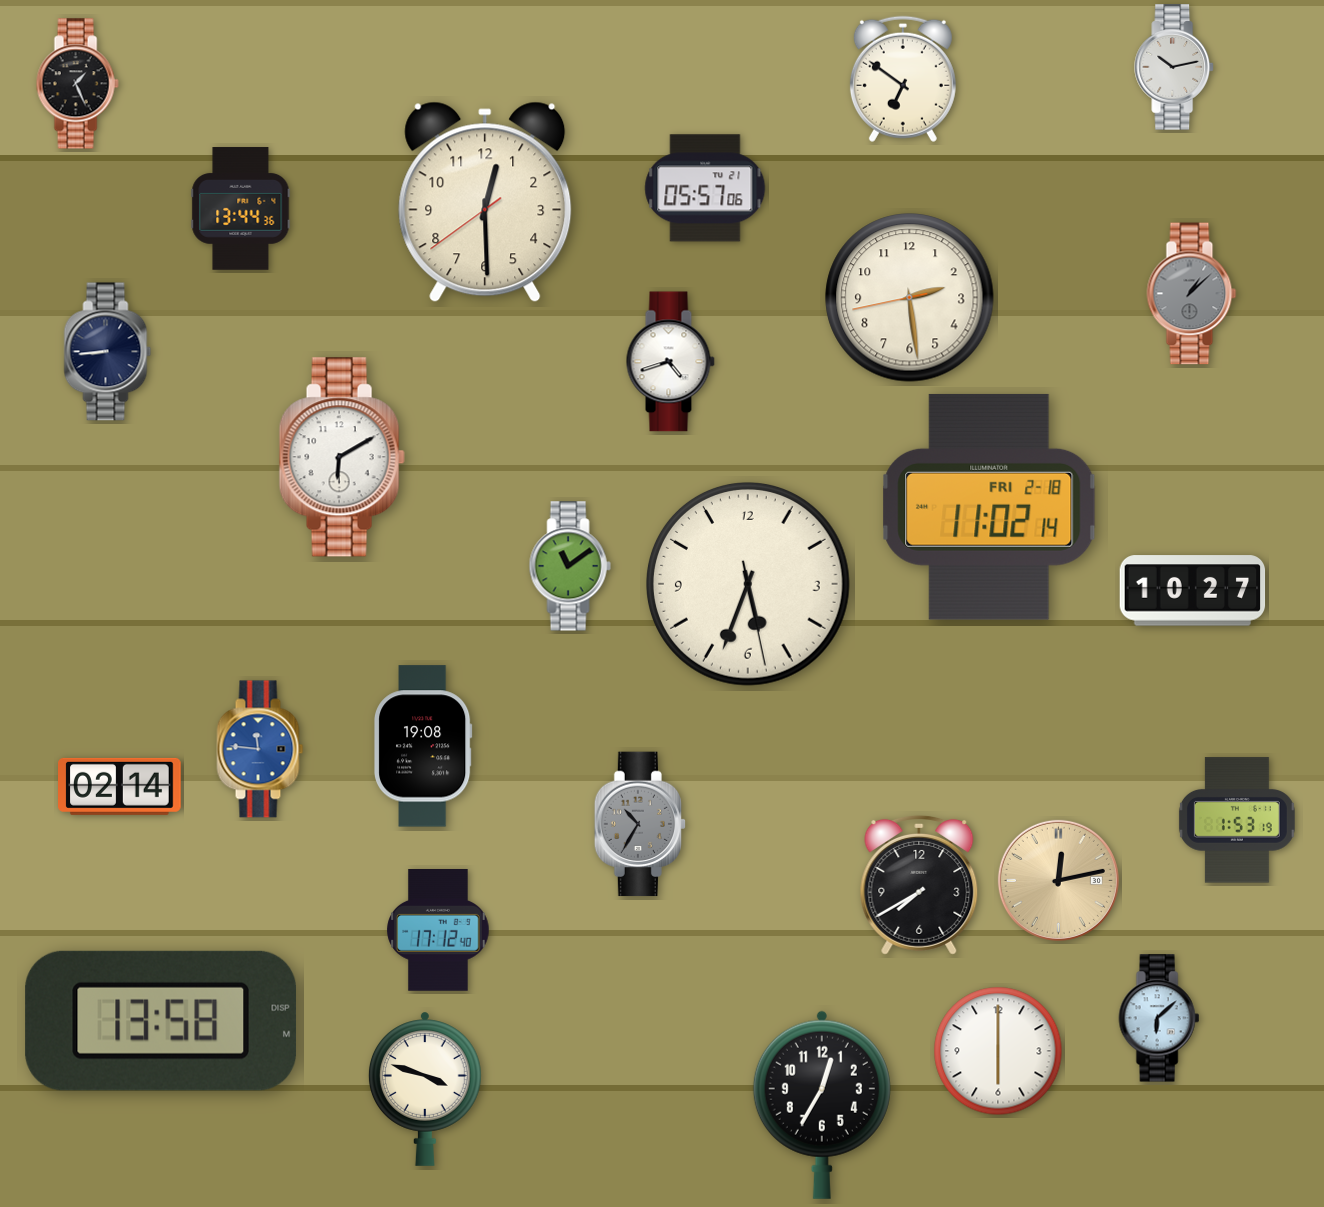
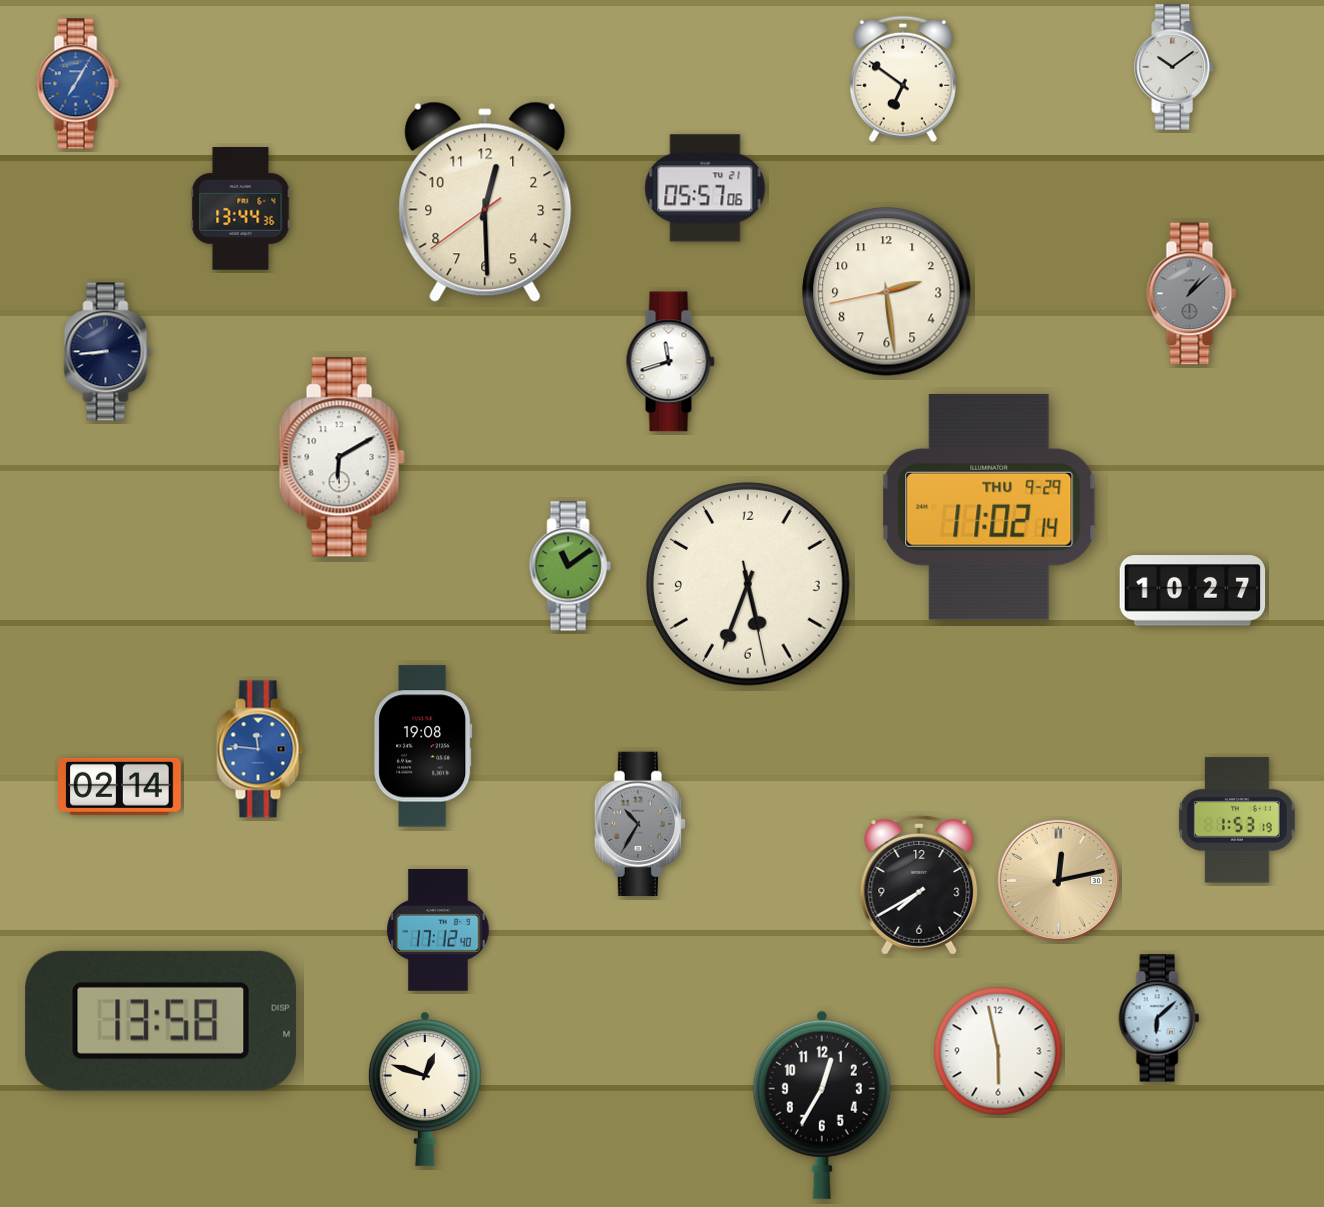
clock at (1174, 67): 10:13 -> 10:09
clock at (77, 84): 1:26 -> 7:05
clock at (77, 84) dial: black -> blue
clock at (910, 298) position: (910, 298) -> (887, 292)
clock at (670, 362): 4:42 -> 11:42
clock at (989, 507) date: FRI 2-18 -> THU 9-29
clock at (998, 1051): 6:00 -> 5:58
clock at (425, 1089): 3:48 -> 12:48
